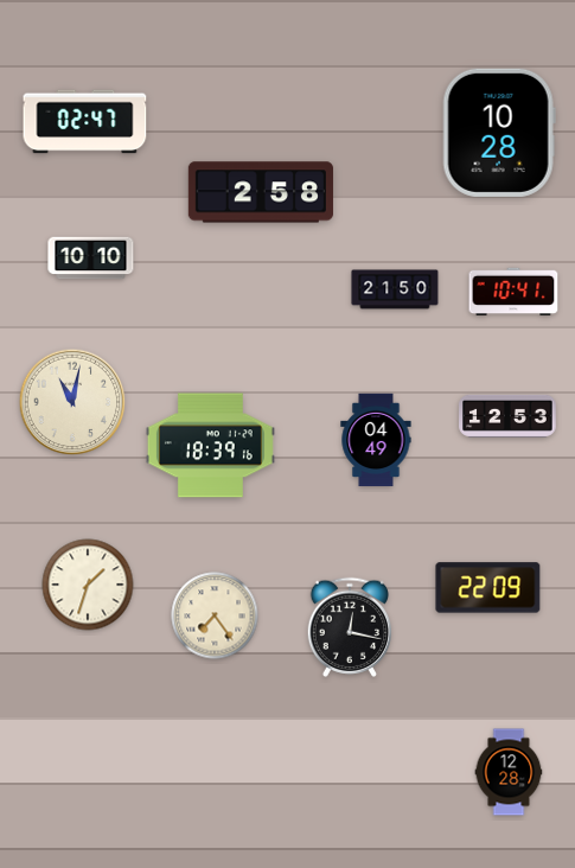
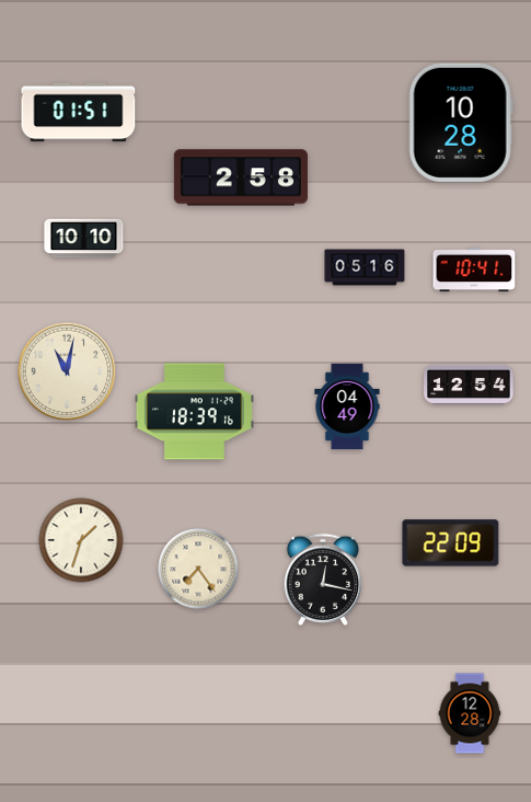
clock at (85, 122): 02:47 -> 01:51
clock at (395, 289): 21:50 -> 05:16
clock at (507, 416): 12:53 -> 12:54
